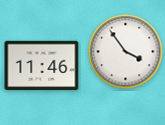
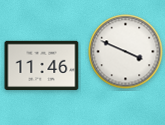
clock at (126, 52): 3:54 -> 3:49
